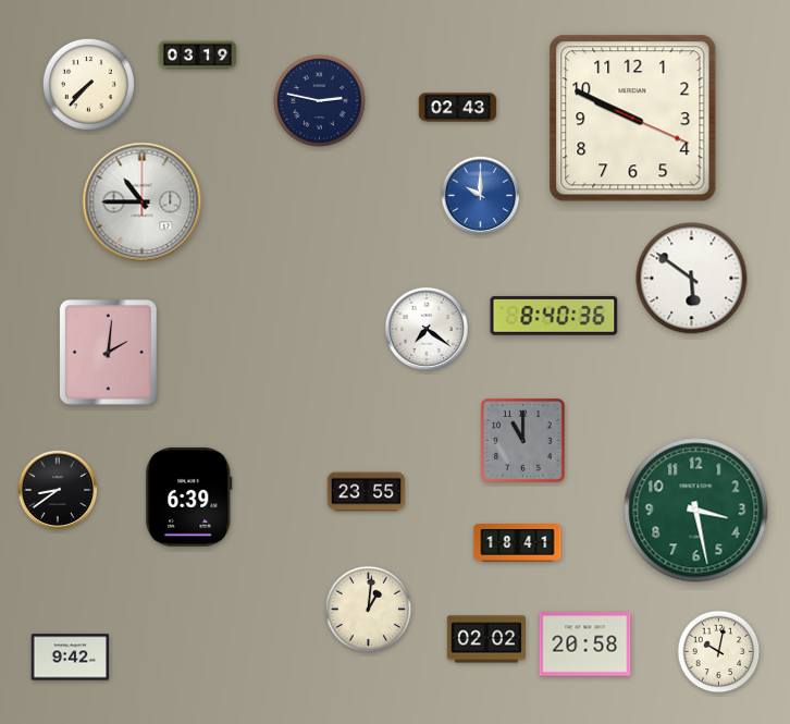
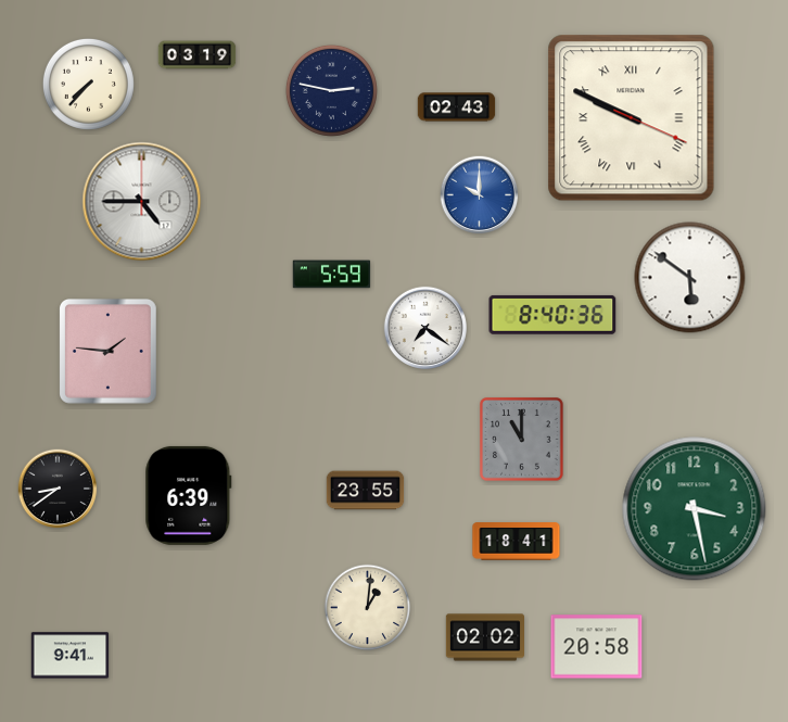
clock at (319, 100) position: (319, 100) -> (331, 90)
clock at (633, 119) numerals: Arabic -> Roman
clock at (143, 203): 10:45 -> 4:45
clock at (332, 275): none -> 5:59
clock at (108, 353): 2:01 -> 1:46
clock at (585, 645) position: (585, 645) -> (597, 647)
clock at (719, 652): 10:02 -> none
clock at (71, 658): 9:42 -> 9:41
